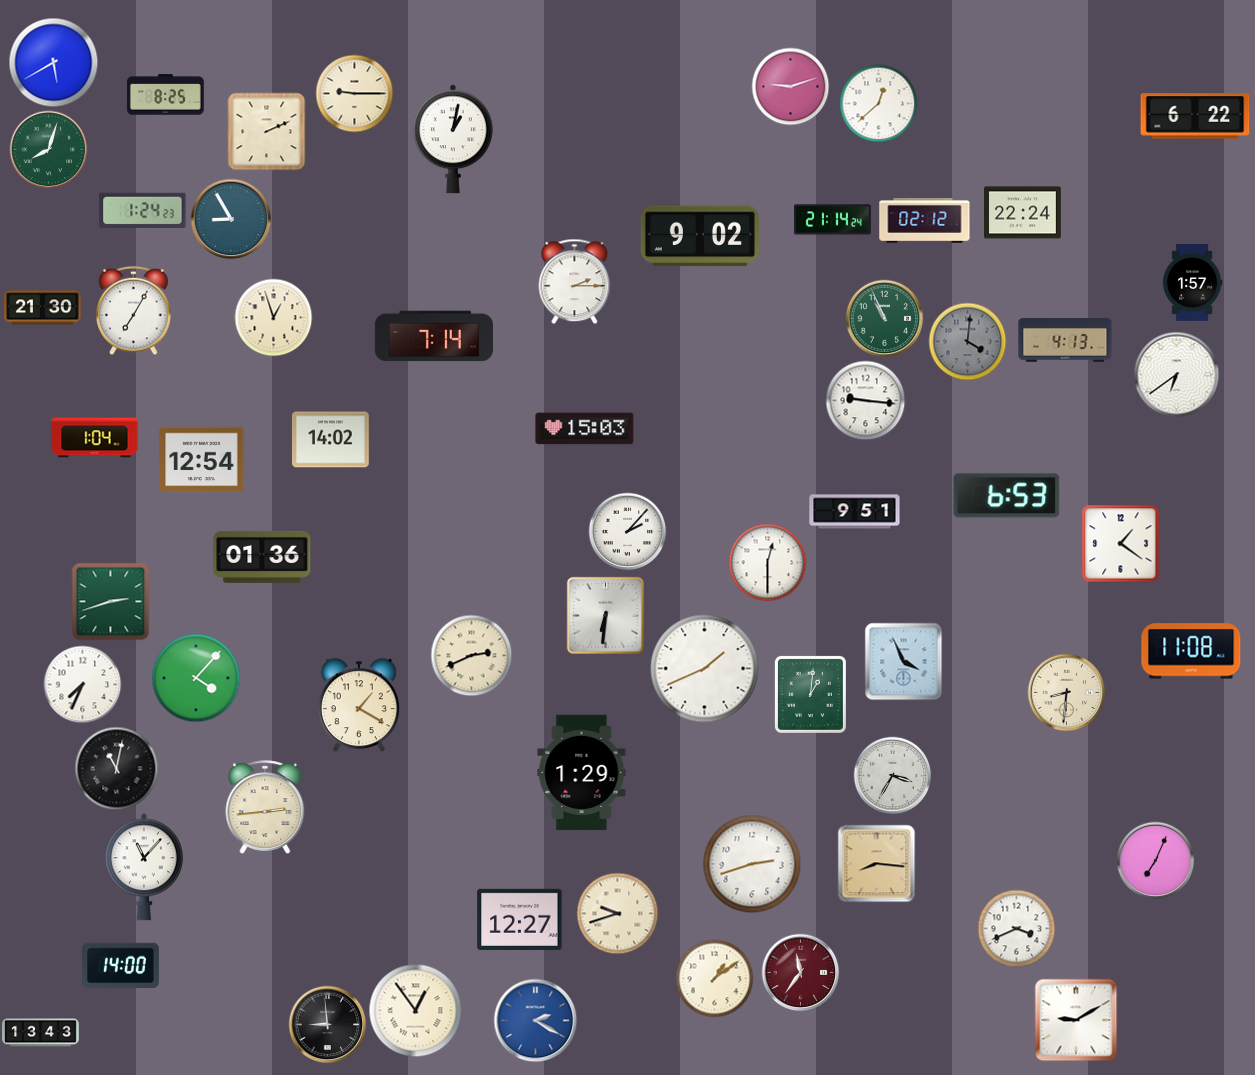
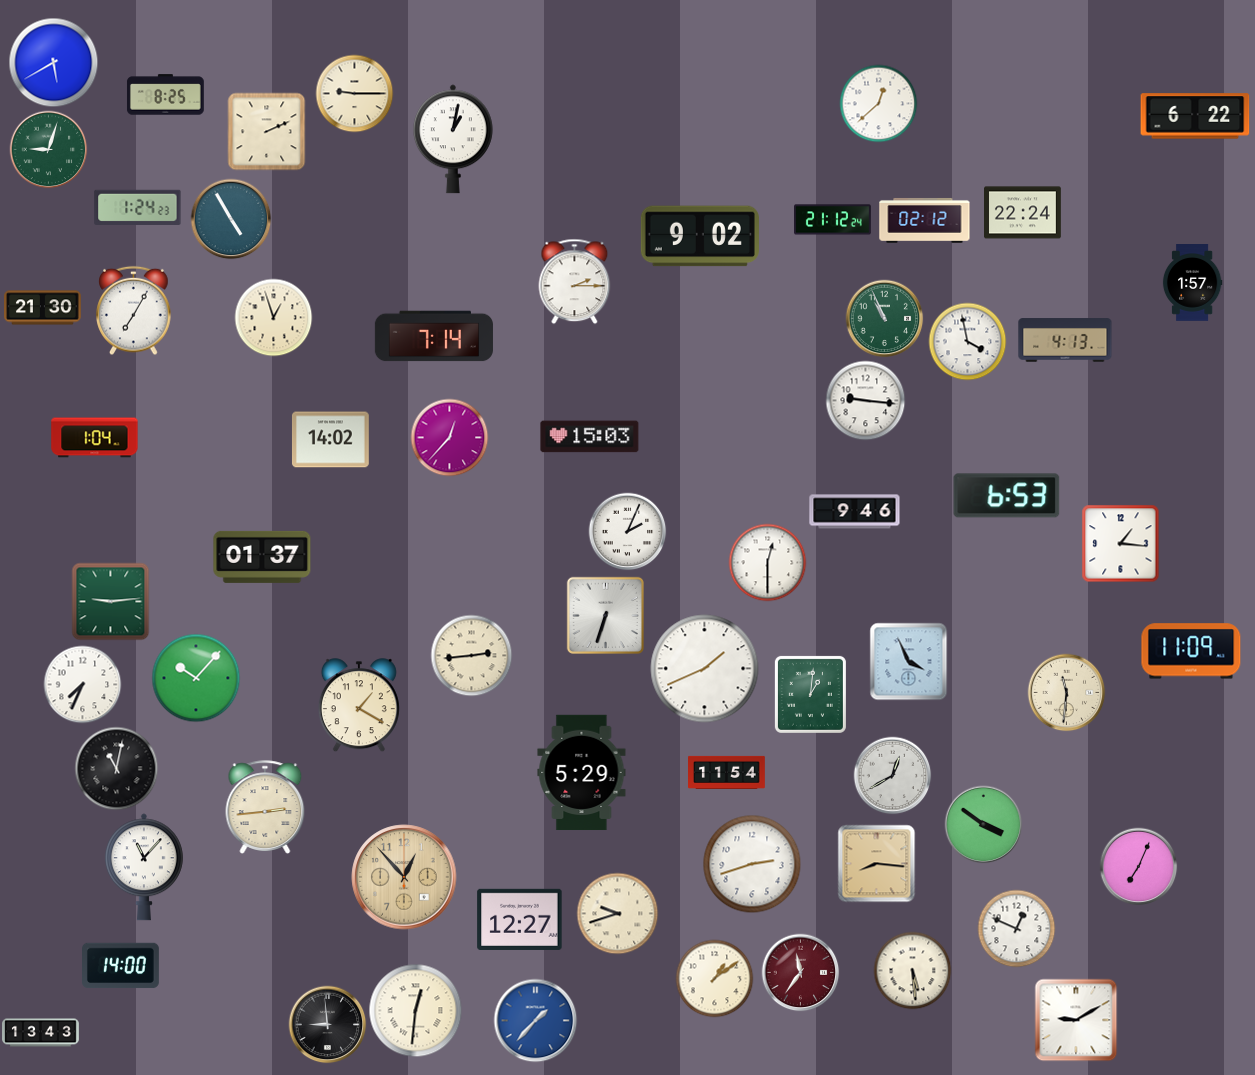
clock at (790, 86): 9:12 -> none
clock at (48, 149): 8:03 -> 9:03
clock at (143, 210) position: (143, 210) -> (138, 207)
clock at (231, 219): 8:55 -> 4:55
clock at (833, 220): 21:14 -> 21:12
clock at (967, 341): 4:01 -> 3:58
clock at (967, 341) dial: grey -> white
clock at (1176, 374): 6:39 -> none
clock at (585, 429) position: (585, 429) -> (590, 437)
clock at (449, 437): none -> 12:37
clock at (202, 460): 12:54 -> none
clock at (855, 512): 9:51 -> 9:46
clock at (627, 531): 2:07 -> 2:04
clock at (1120, 543): 1:21 -> 1:16
clock at (262, 557): 01:36 -> 01:37
clock at (110, 601): 2:42 -> 9:14
clock at (605, 615): 6:31 -> 6:33
clock at (1191, 651): 11:08 -> 11:09
clock at (471, 655): 2:41 -> 2:44
clock at (903, 661) position: (903, 661) -> (908, 661)
clock at (196, 678): 4:07 -> 10:07
clock at (1066, 692): 8:31 -> 11:31
clock at (727, 772): none -> 11:54
clock at (582, 773): 1:29 -> 5:29
clock at (892, 775): 3:35 -> 12:40
clock at (983, 824): none -> 3:51
clock at (1155, 860) position: (1155, 860) -> (1138, 866)
clock at (404, 877): none -> 12:53
clock at (1016, 928): 3:41 -> 12:49
clock at (912, 970): none -> 5:29
clock at (415, 1010): 12:54 -> 12:31
clock at (535, 1020): 2:20 -> 1:37
